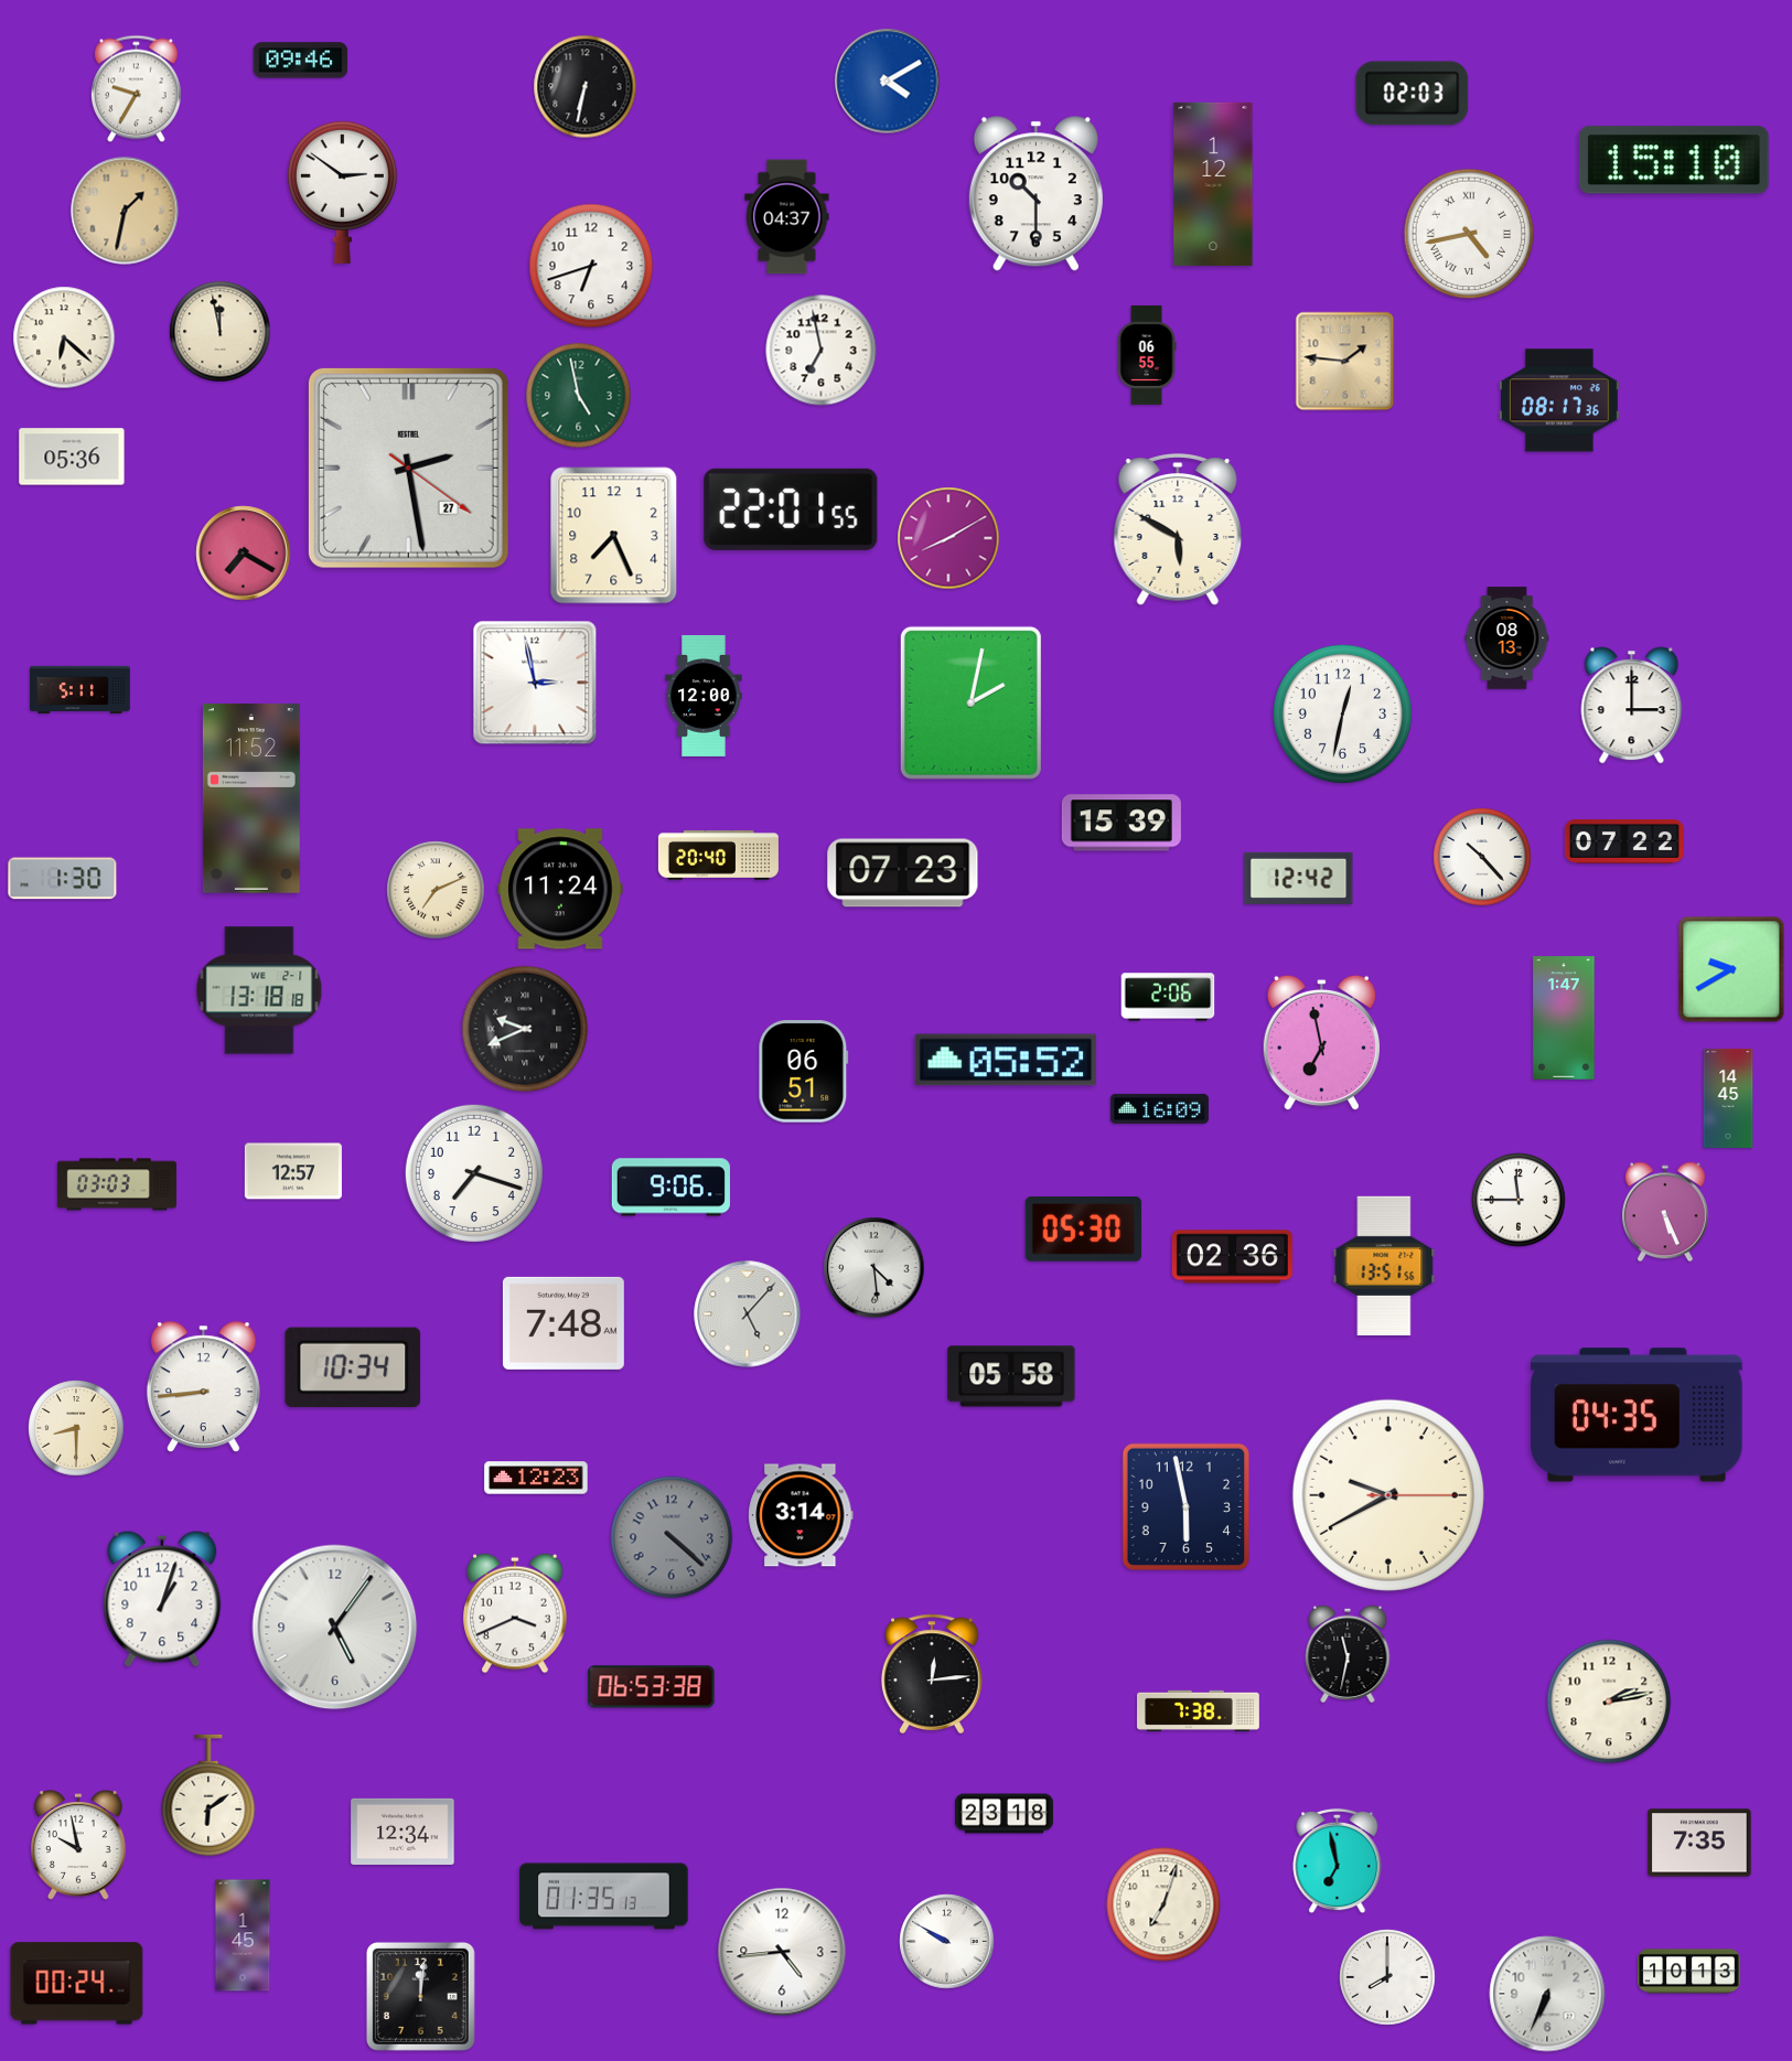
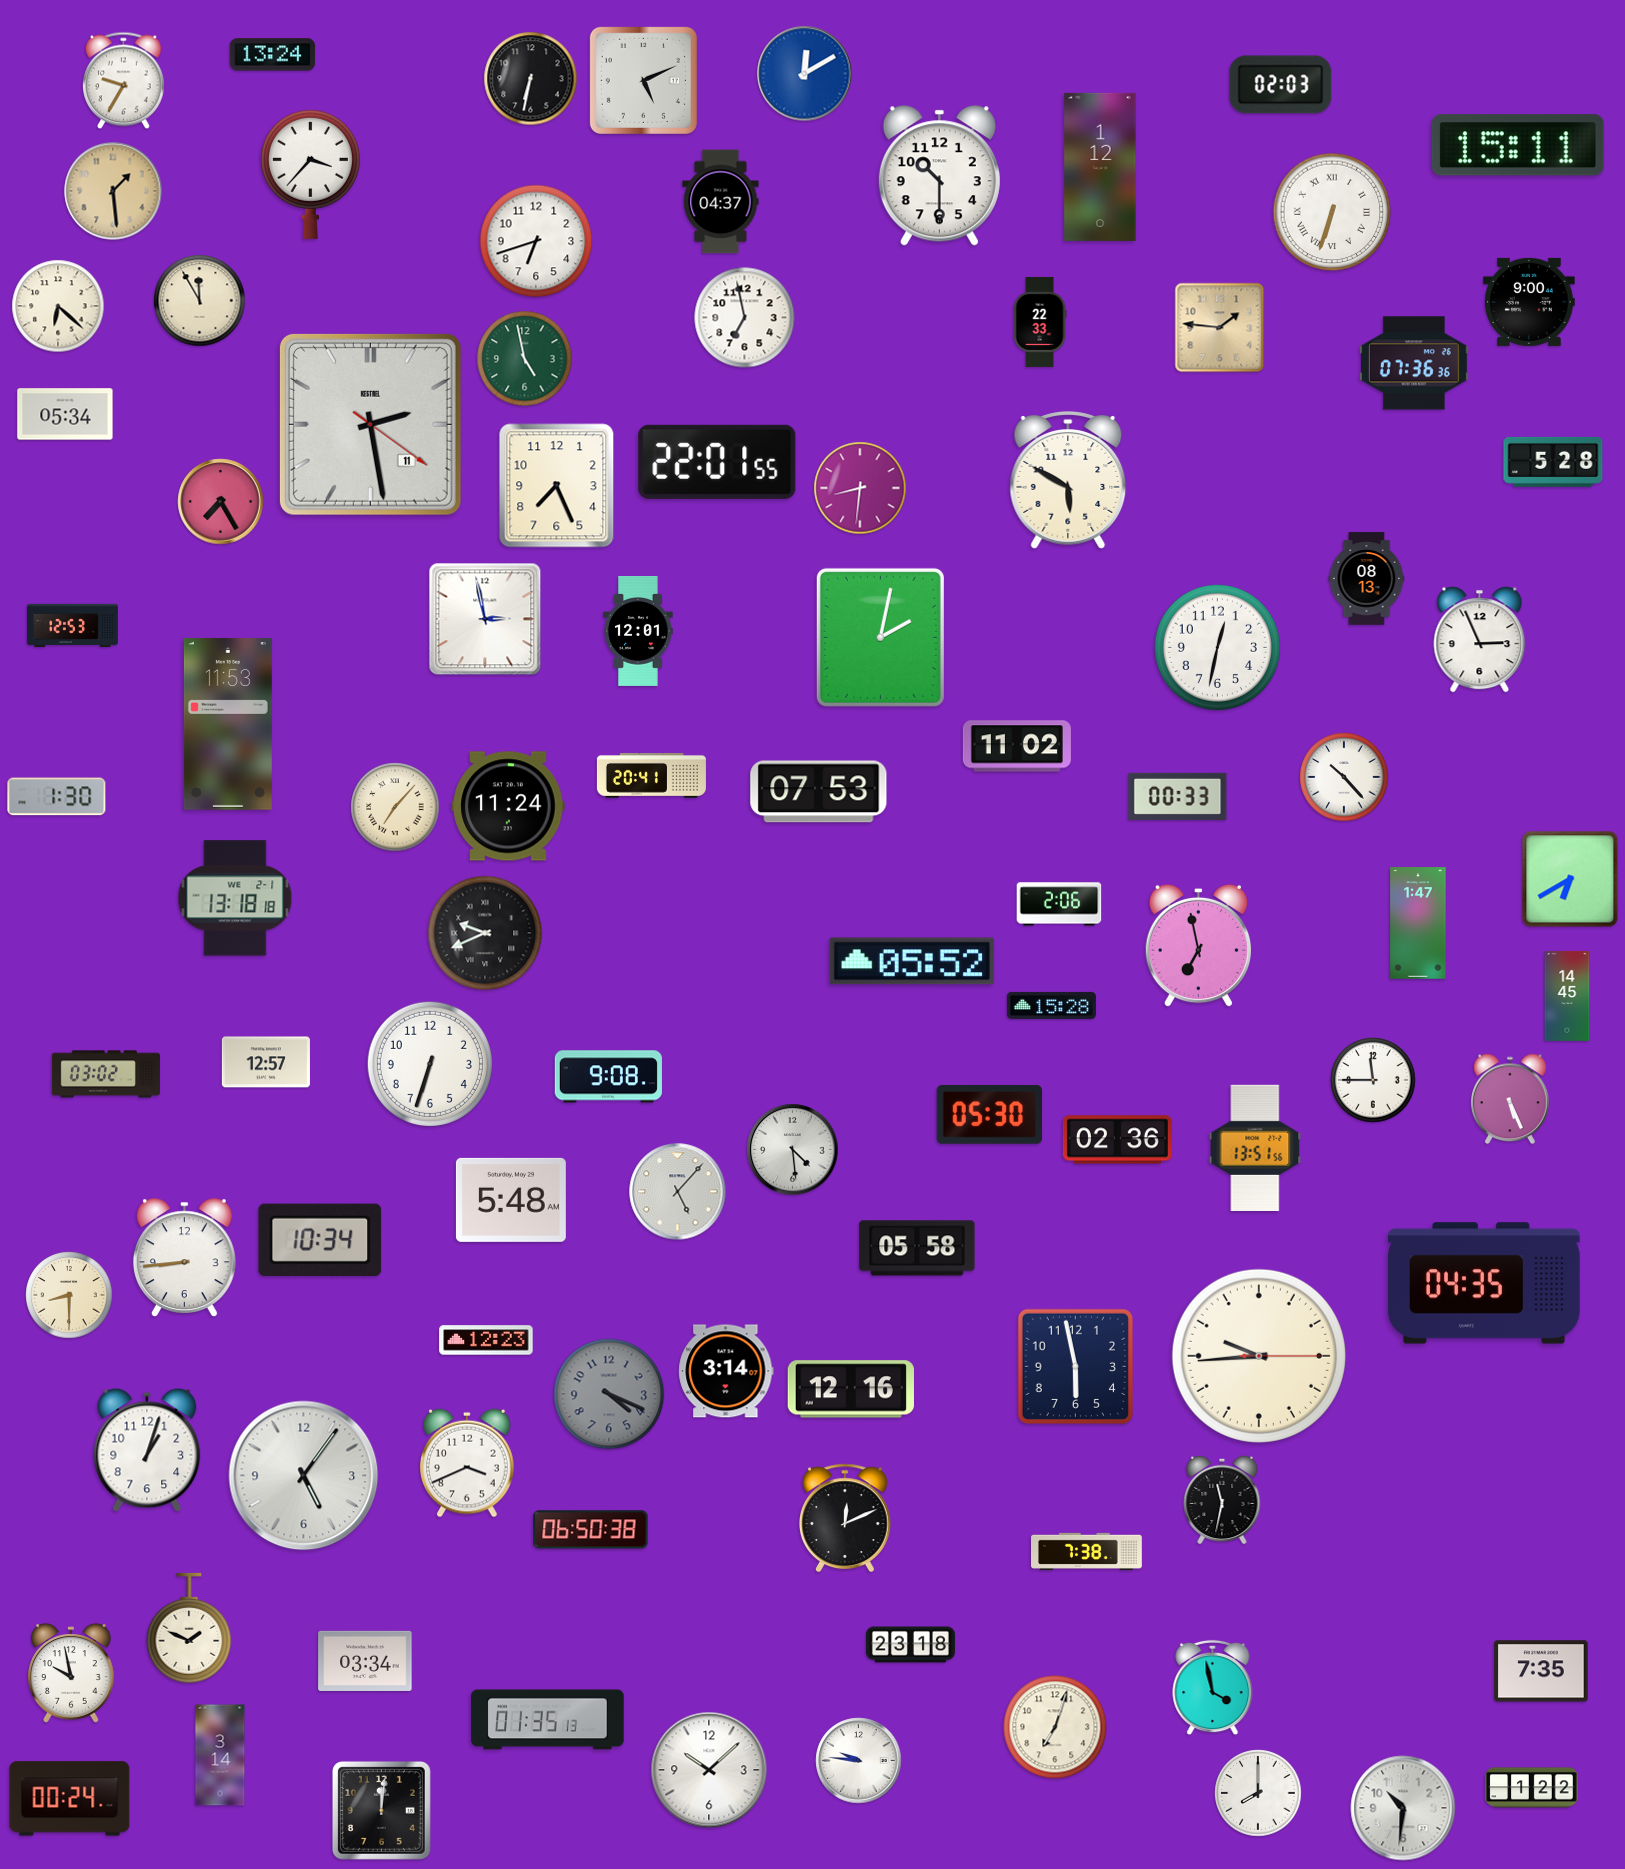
clock at (301, 61): 09:46 -> 13:24
clock at (888, 82): 4:10 -> 12:10
clock at (643, 80): none -> 5:11
clock at (1674, 160): 15:10 -> 15:11
clock at (342, 192): 2:51 -> 3:37
clock at (125, 211): 1:32 -> 1:29
clock at (787, 217) position: (787, 217) -> (721, 202)
clock at (1469, 234): 4:43 -> 6:33
clock at (221, 332): 11:58 -> 11:55
clock at (1529, 302): none -> 9:00
clock at (1147, 355): 06:55 -> 22:33
clock at (1559, 400): 08:17 -> 07:36
clock at (72, 457): 05:36 -> 05:34
clock at (408, 468) date: 27 -> 11
clock at (1553, 462): none -> 5:28
clock at (948, 538): 8:10 -> 8:31
clock at (244, 554): 7:20 -> 7:25
clock at (81, 689): 5:11 -> 12:53
clock at (704, 696): 12:00 -> 12:01
clock at (1632, 706): 3:00 -> 2:56
clock at (251, 798): 11:52 -> 11:53
clock at (1122, 823): 15:39 -> 11:02
clock at (1624, 842): 07:22 -> none
clock at (718, 855): 20:40 -> 20:41
clock at (903, 873): 07:23 -> 07:53
clock at (1299, 878): 12:42 -> 00:33
clock at (436, 890): 7:11 -> 7:07
clock at (1731, 969): 9:40 -> 6:40
clock at (525, 1029) position: (525, 1029) -> (485, 933)
clock at (804, 1072): 06:51 -> none
clock at (1159, 1108): 16:09 -> 15:28
clock at (474, 1173): 7:18 -> 6:33
clock at (117, 1184): 03:03 -> 03:02
clock at (670, 1188): 9:06 -> 9:08
clock at (1519, 1200) position: (1519, 1200) -> (1373, 1080)
clock at (1084, 1230) position: (1084, 1230) -> (990, 1115)
clock at (564, 1323): 7:48 -> 5:48
clock at (1388, 1495): 9:40 -> 9:44
clock at (801, 1515) position: (801, 1515) -> (726, 1371)
clock at (851, 1389): none -> 12:16
clock at (672, 1537): 4:22 -> 4:19
clock at (933, 1674): 12:14 -> 12:11
clock at (652, 1687): 06:53 -> 06:50
clock at (1609, 1702): 2:13 -> none
clock at (208, 1795): 6:09 -> 1:49
clock at (403, 1831): 12:34 -> 03:34
clock at (1338, 1861): 6:58 -> 3:58
clock at (243, 1935): 1:45 -> 3:14
clock at (947, 1942): 9:50 -> 9:46
clock at (782, 1952): 4:44 -> 10:08
clock at (1689, 1972): 10:13 -> 1:22
clock at (1547, 1994): 6:34 -> 10:31
